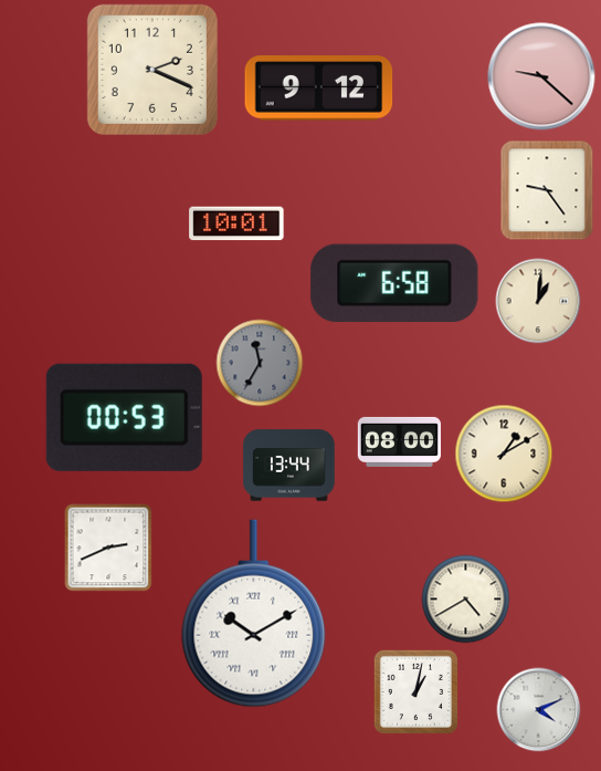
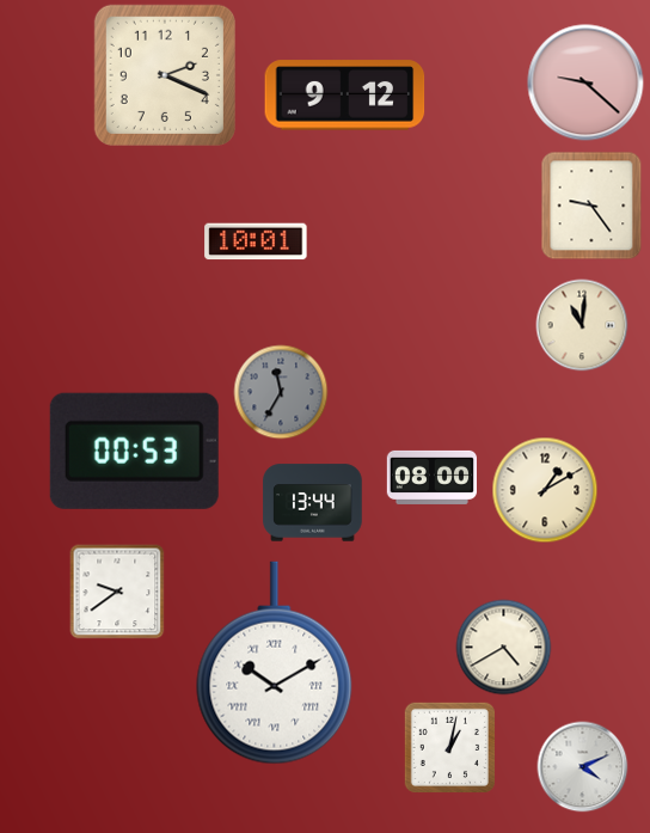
clock at (394, 283): 6:58 -> none
clock at (538, 301): 1:01 -> 11:01
clock at (108, 548): 2:41 -> 9:39
